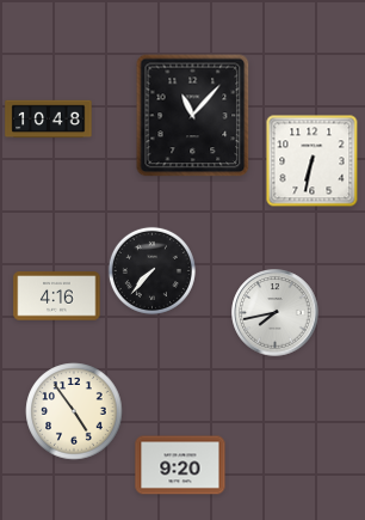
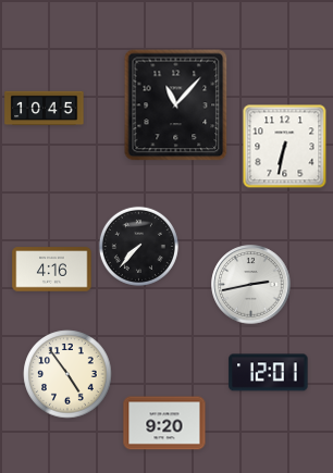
clock at (49, 120): 10:48 -> 10:45
clock at (276, 313): 7:43 -> 2:43
clock at (269, 373): none -> 12:01
